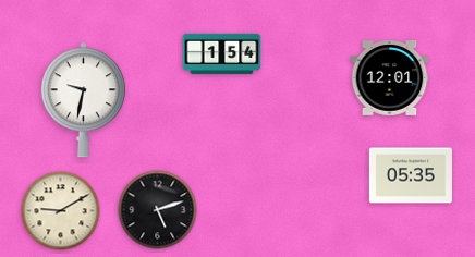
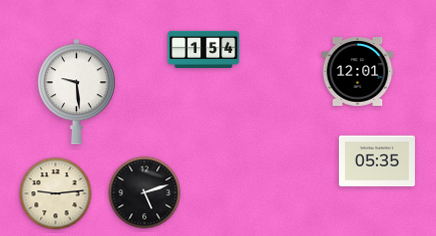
clock at (83, 100): 9:32 -> 9:29
clock at (61, 211): 9:10 -> 9:14
